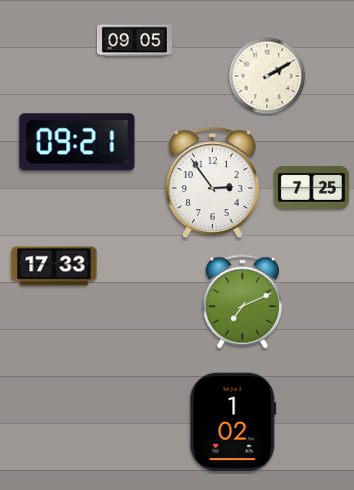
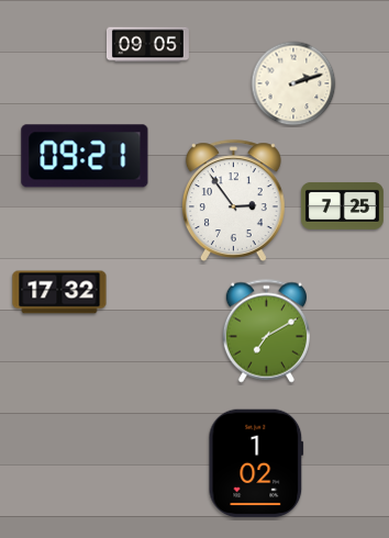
clock at (267, 76): 2:10 -> 2:12
clock at (54, 266): 17:33 -> 17:32
clock at (242, 302): 7:11 -> 7:10
